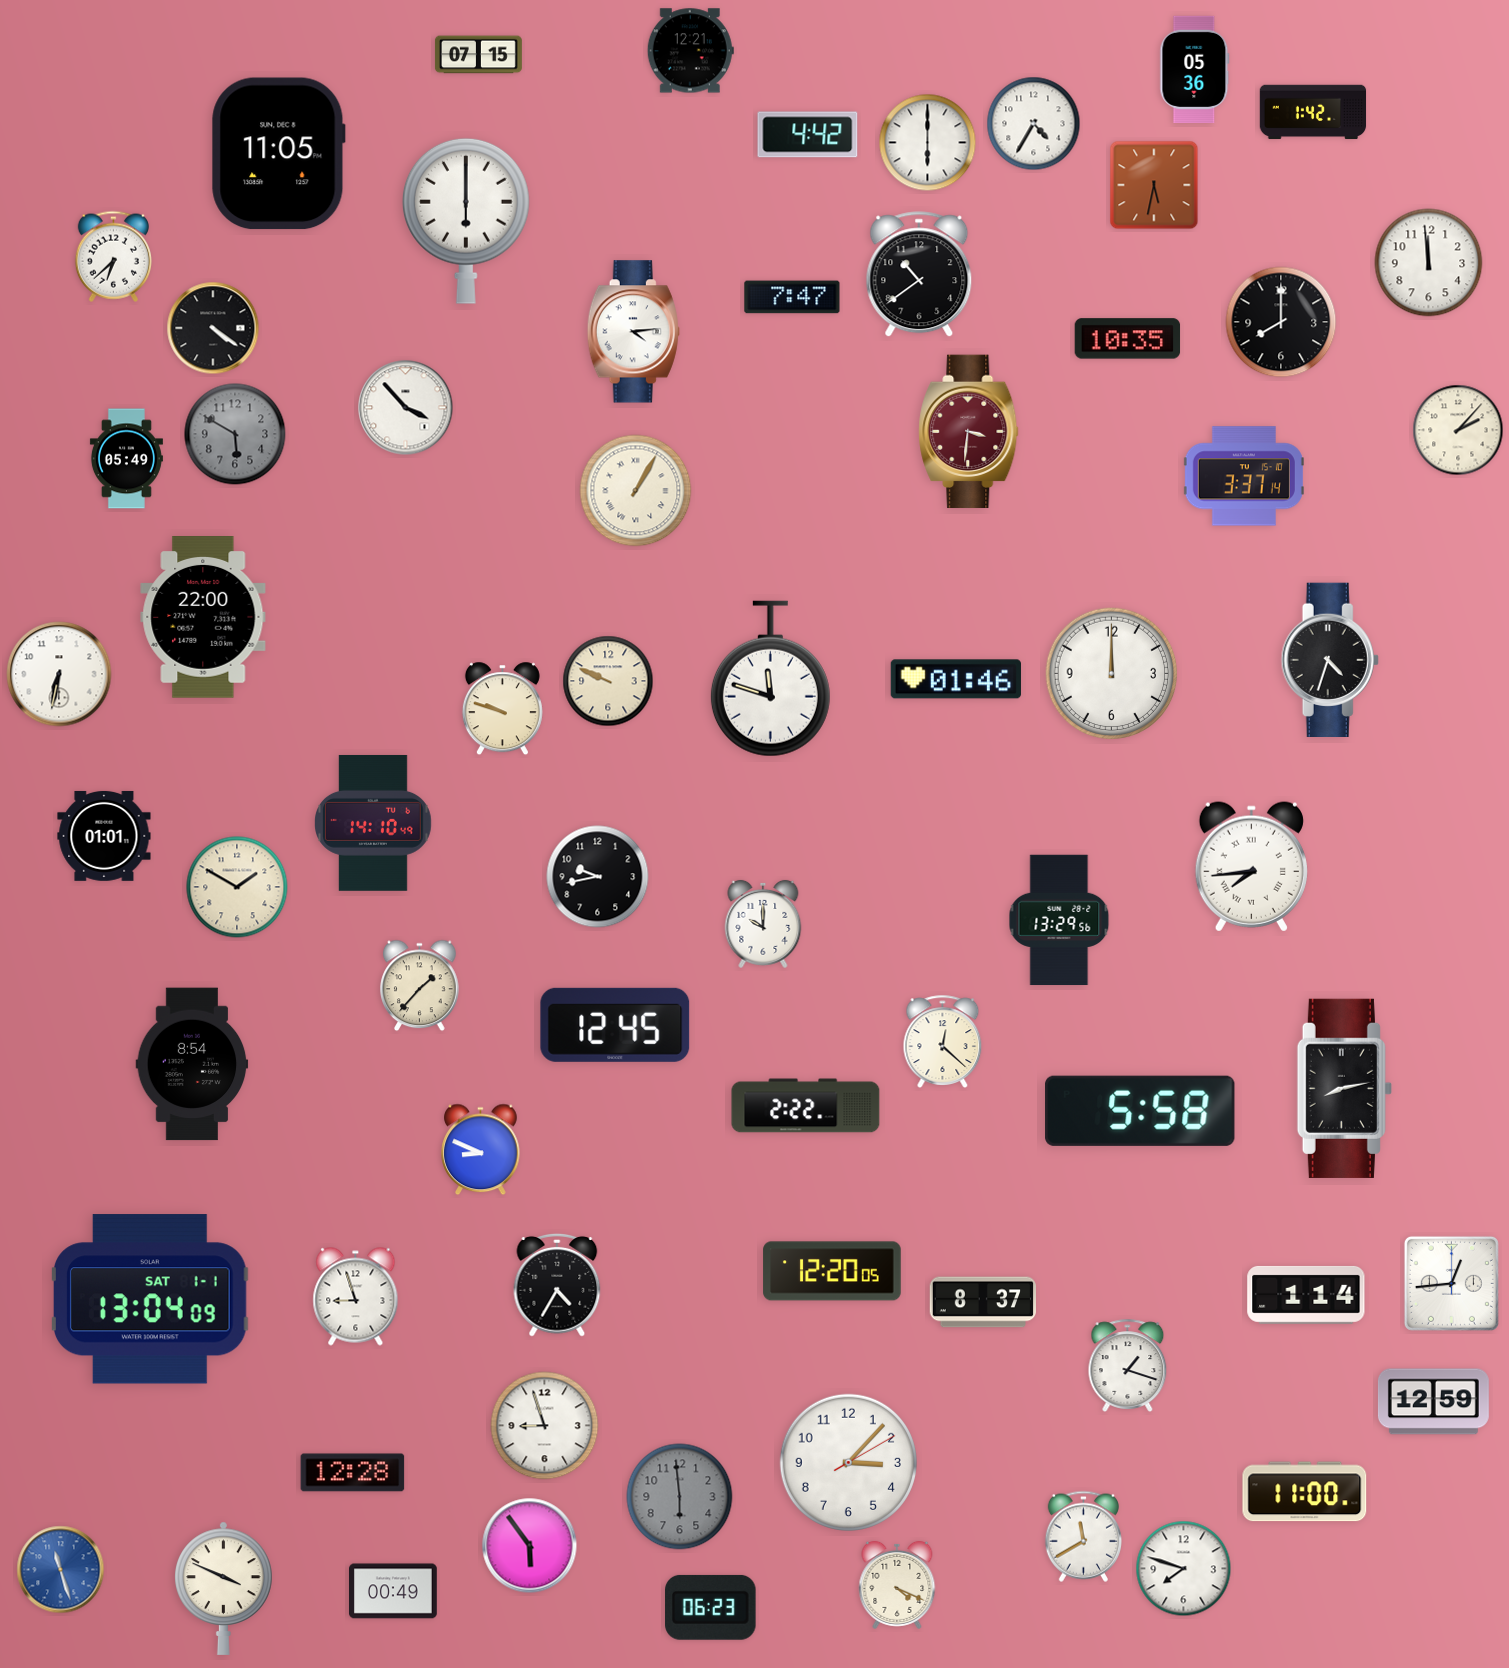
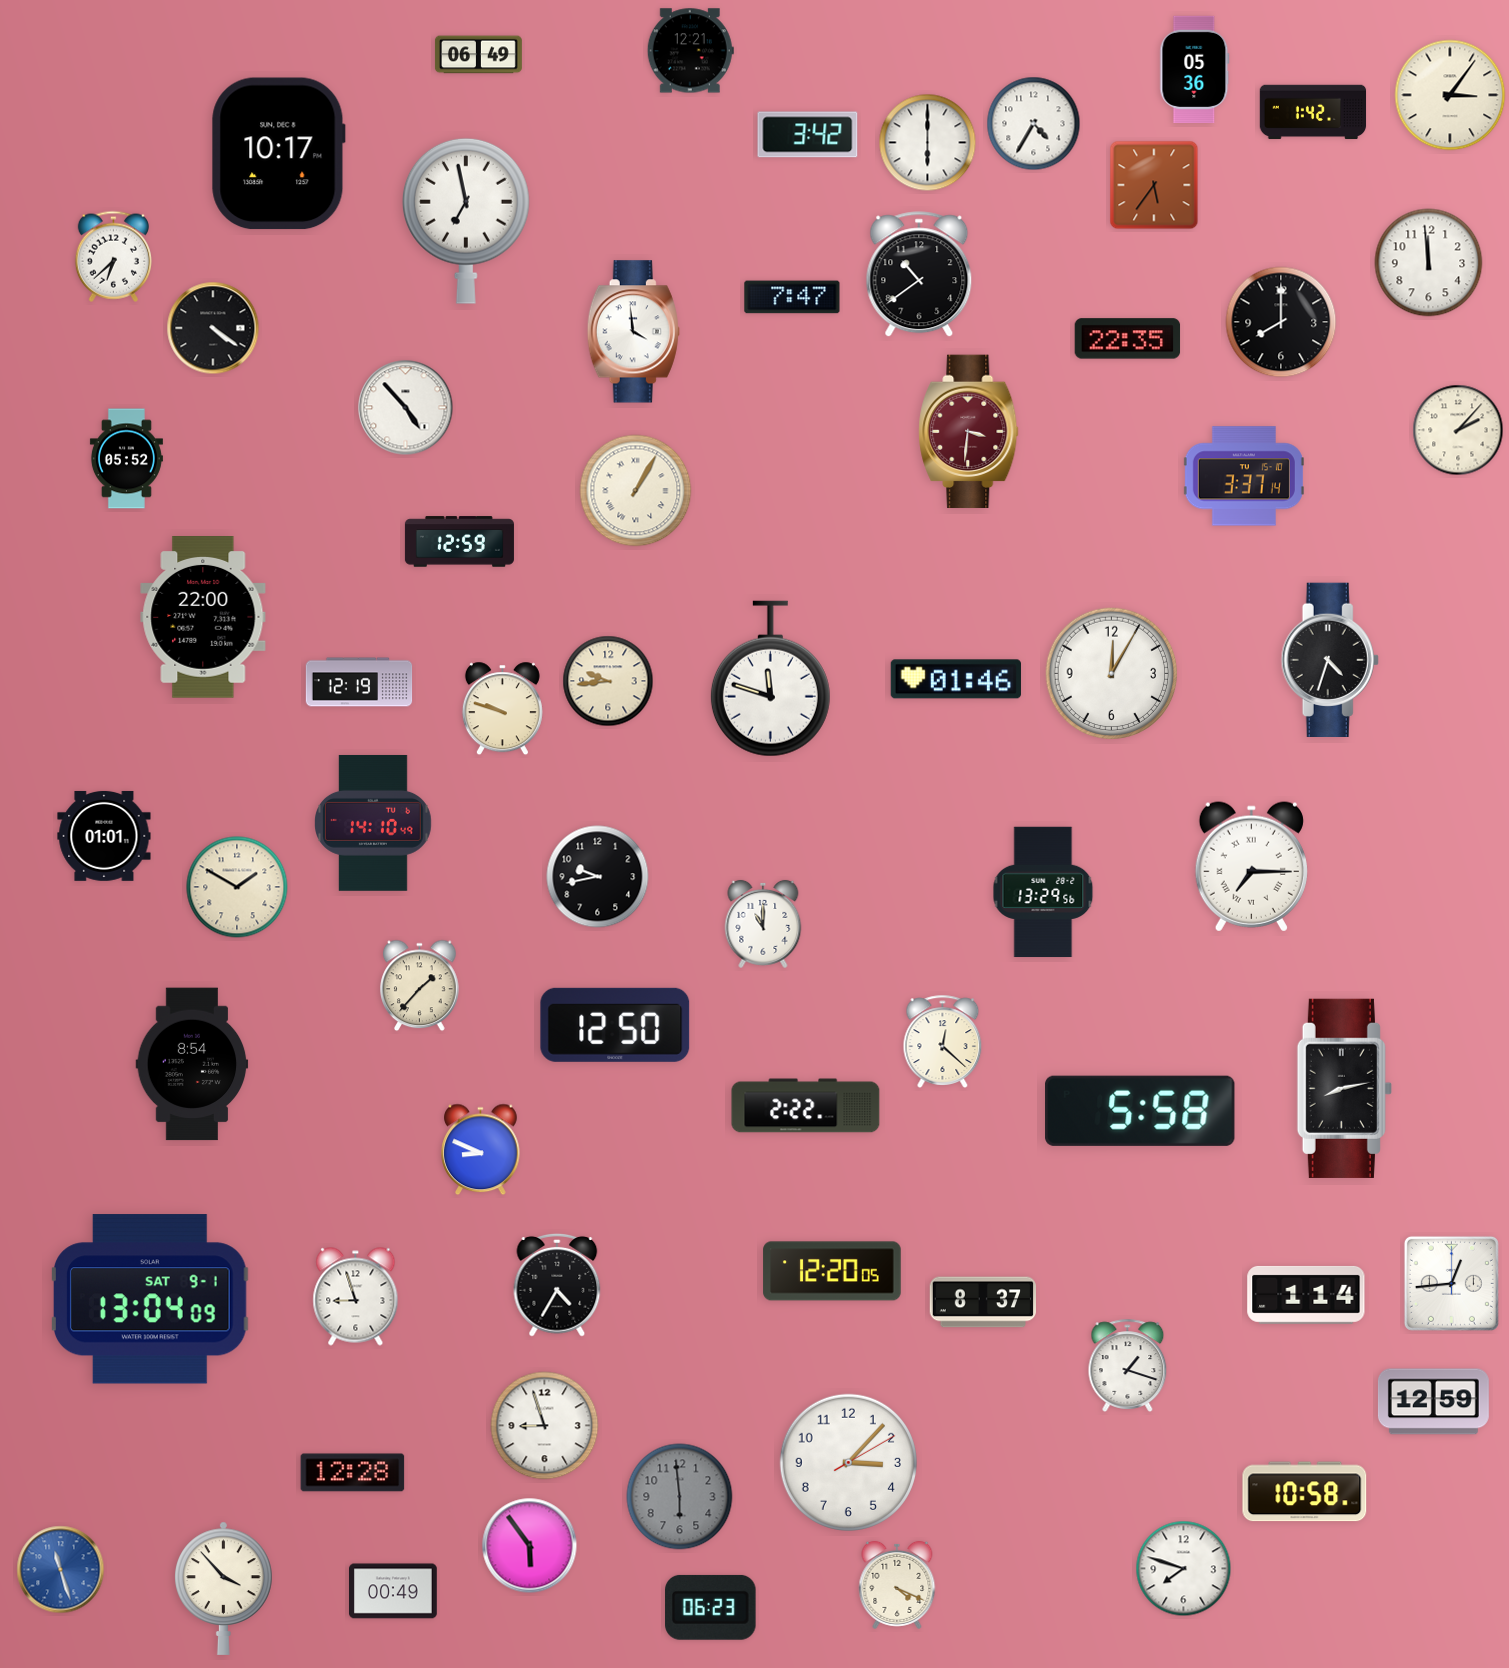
clock at (478, 55): 07:15 -> 06:49
clock at (1450, 95): none -> 3:06
clock at (808, 135): 4:42 -> 3:42
clock at (278, 154): 11:05 -> 10:17
clock at (1154, 185): 5:32 -> 5:36
clock at (466, 221): 6:00 -> 6:58
clock at (633, 332): 4:14 -> 3:59
clock at (1128, 339): 10:35 -> 22:35
clock at (406, 408): 3:53 -> 4:53
clock at (235, 434): 5:50 -> none
clock at (126, 459): 05:49 -> 05:52
clock at (459, 542): none -> 12:59
clock at (59, 674): 6:32 -> none
clock at (1112, 674): 12:00 -> 12:05
clock at (608, 681): 9:49 -> 9:44
clock at (359, 682): none -> 12:19
clock at (1251, 867): 7:44 -> 7:15
clock at (1059, 920) position: (1059, 920) -> (1043, 892)
clock at (763, 924): 10:00 -> 11:00
clock at (615, 1025): 12:45 -> 12:50
clock at (151, 1299) date: SAT 1-1 -> SAT 9-1
clock at (1305, 1492): 11:00 -> 10:58
clock at (1083, 1536): 11:40 -> none
clock at (224, 1588): 3:49 -> 3:53
